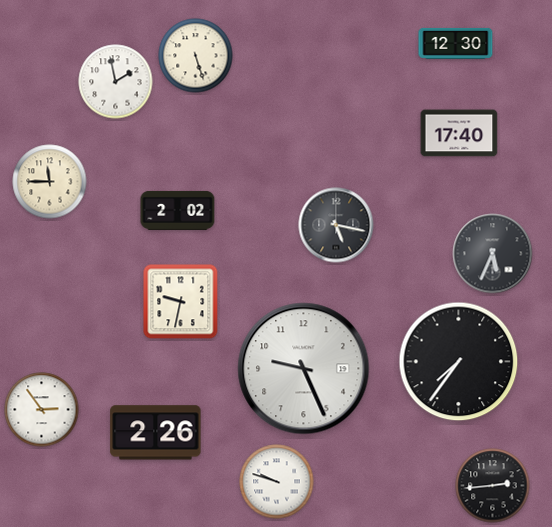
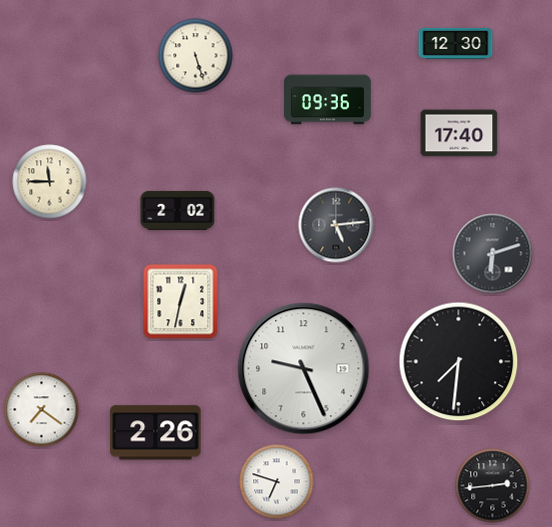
clock at (116, 82): 1:58 -> none
clock at (328, 100): none -> 09:36
clock at (336, 225): 5:17 -> 5:14
clock at (493, 254): 5:34 -> 6:12
clock at (181, 302): 9:32 -> 12:32
clock at (459, 362): 7:36 -> 7:31
clock at (42, 410): 2:54 -> 7:21
clock at (277, 482): 9:48 -> 6:48
